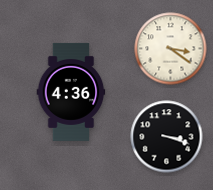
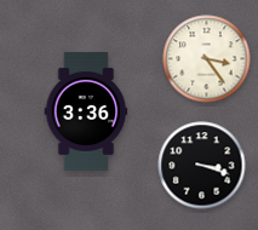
clock at (171, 49): 3:21 -> 3:24
clock at (71, 92): 4:36 -> 3:36
